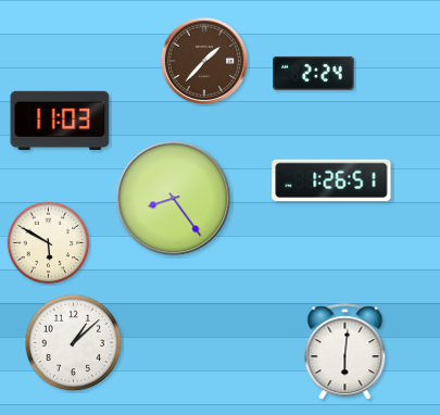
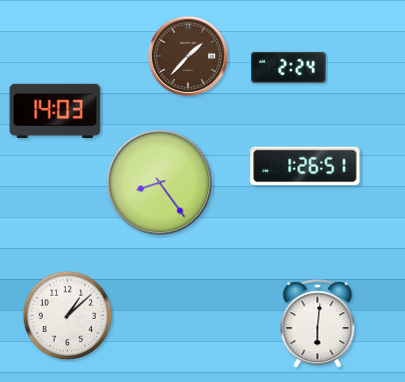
clock at (60, 121): 11:03 -> 14:03
clock at (49, 243): 5:50 -> none
